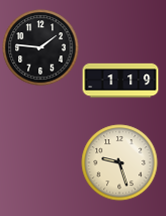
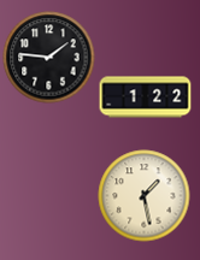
clock at (121, 81): 1:19 -> 1:22
clock at (120, 163): 9:27 -> 1:28
